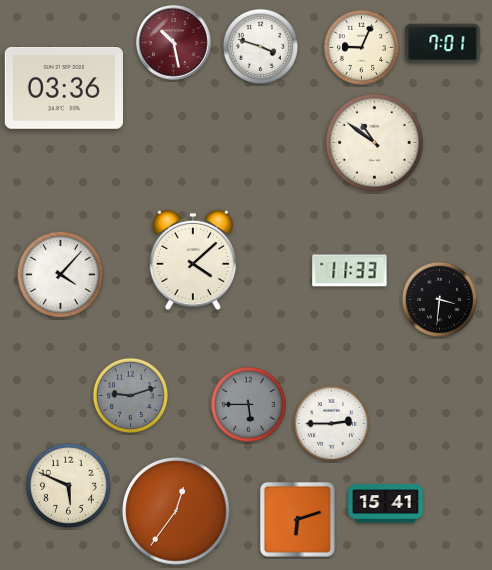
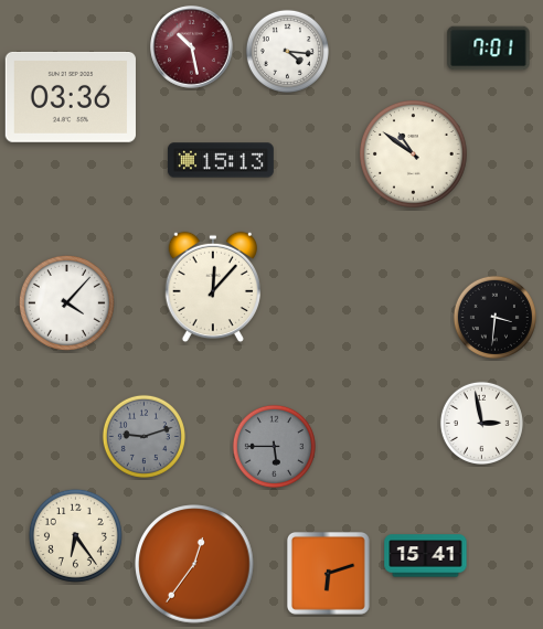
clock at (260, 46): 3:48 -> 4:16
clock at (361, 47): 9:04 -> none
clock at (375, 143) position: (375, 143) -> (414, 154)
clock at (221, 160): none -> 15:13
clock at (192, 260): 4:08 -> 12:07
clock at (350, 271): 11:33 -> none
clock at (439, 299) position: (439, 299) -> (494, 317)
clock at (481, 423): none -> 2:58
clock at (331, 423): 2:45 -> none
clock at (68, 485): 5:49 -> 6:24
